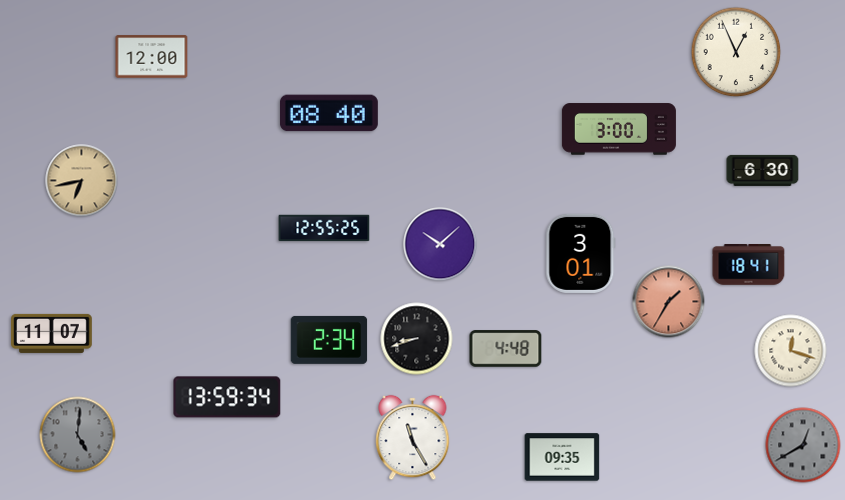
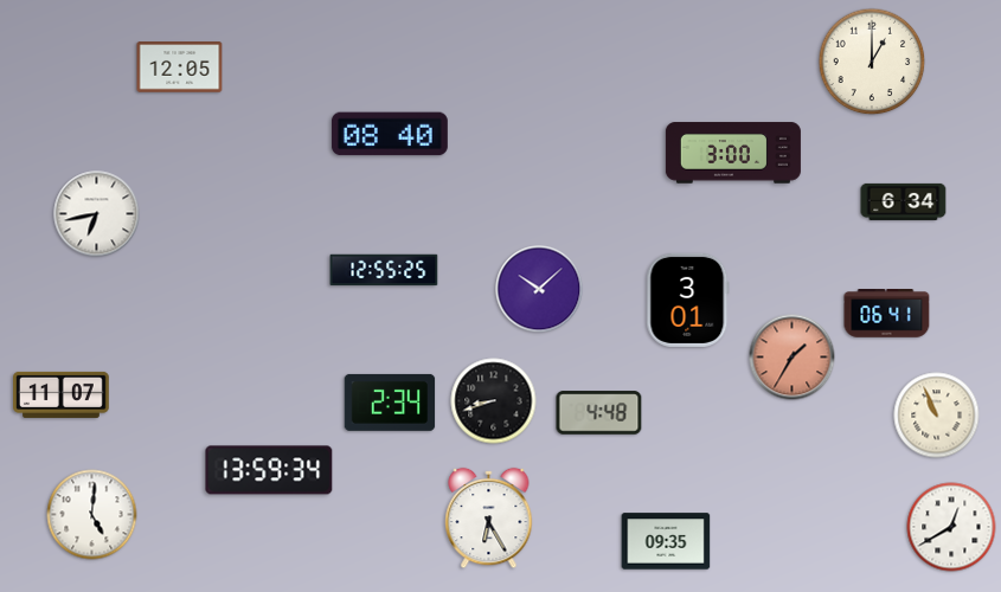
clock at (736, 52): 12:56 -> 1:00
clock at (152, 57): 12:00 -> 12:05
clock at (763, 170): 6:30 -> 6:34
clock at (82, 181) dial: champagne -> white
clock at (440, 244) position: (440, 244) -> (539, 289)
clock at (749, 265): 18:41 -> 06:41
clock at (791, 351): 12:18 -> 10:56
clock at (78, 435) dial: grey -> white
clock at (413, 438): 11:25 -> 6:25
clock at (803, 445) dial: grey -> white
